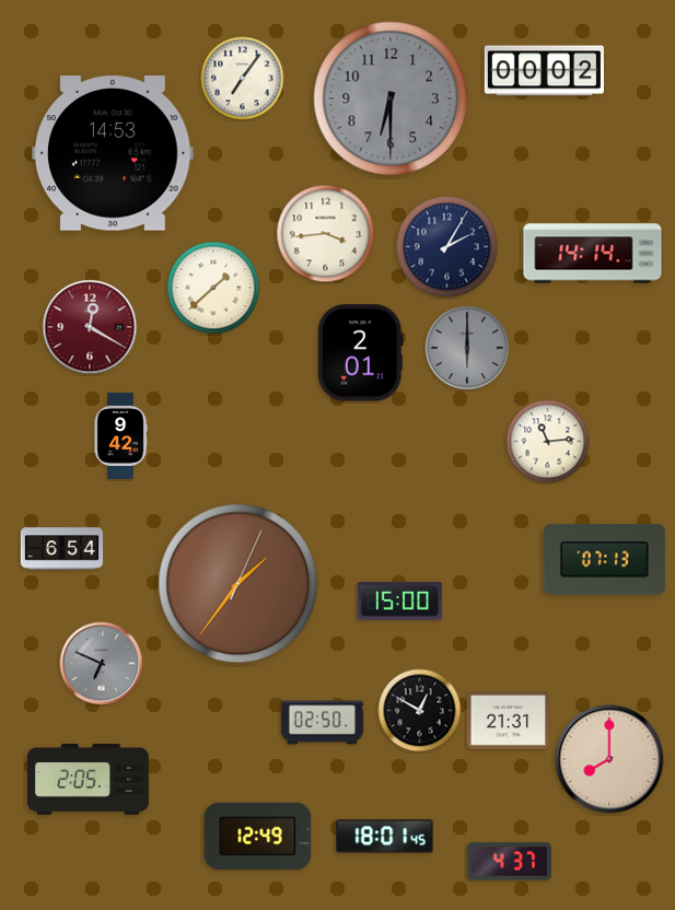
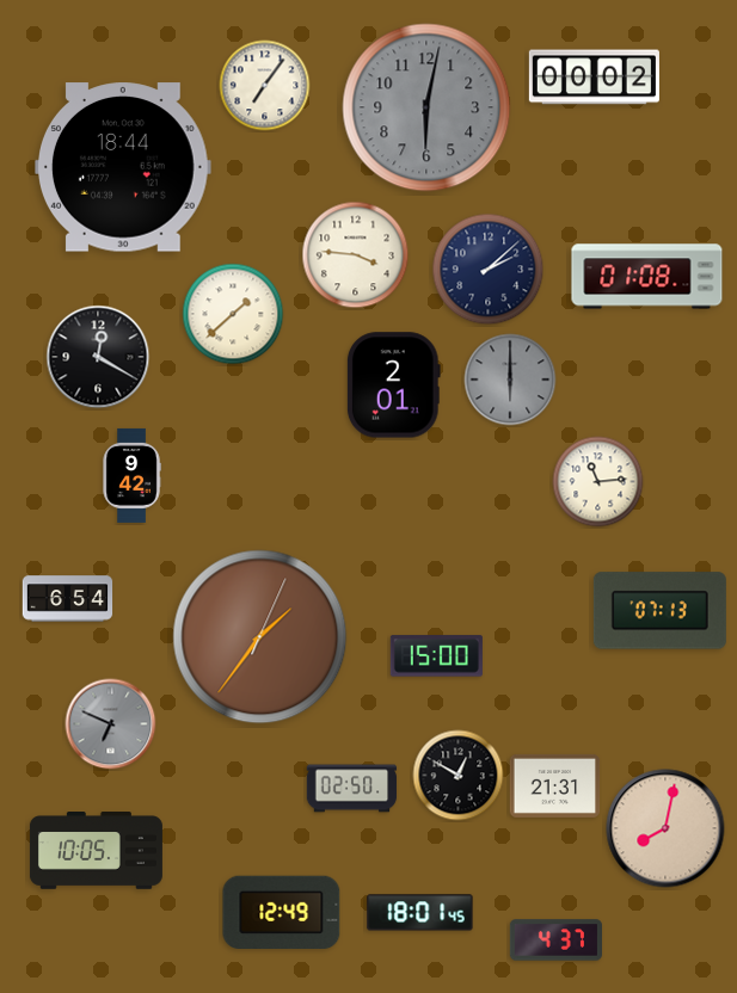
clock at (391, 98): 6:30 -> 6:02
clock at (114, 153): 14:53 -> 18:44
clock at (326, 234): 3:44 -> 3:46
clock at (447, 247): 2:05 -> 2:08
clock at (593, 254): 14:14 -> 01:08
clock at (90, 327) dial: burgundy -> black
clock at (609, 759): 8:00 -> 8:02
clock at (88, 780): 2:05 -> 10:05
